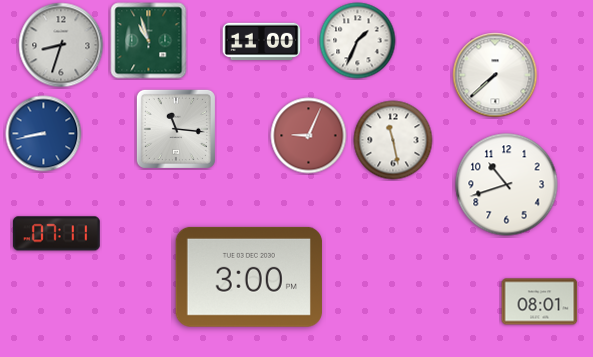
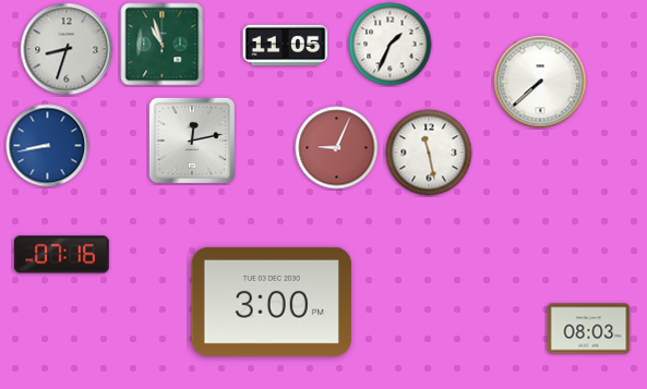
clock at (262, 42): 11:00 -> 11:05
clock at (176, 129): 11:16 -> 12:13
clock at (507, 185): 10:42 -> none
clock at (56, 234): 07:11 -> 07:16
clock at (540, 302): 08:01 -> 08:03
